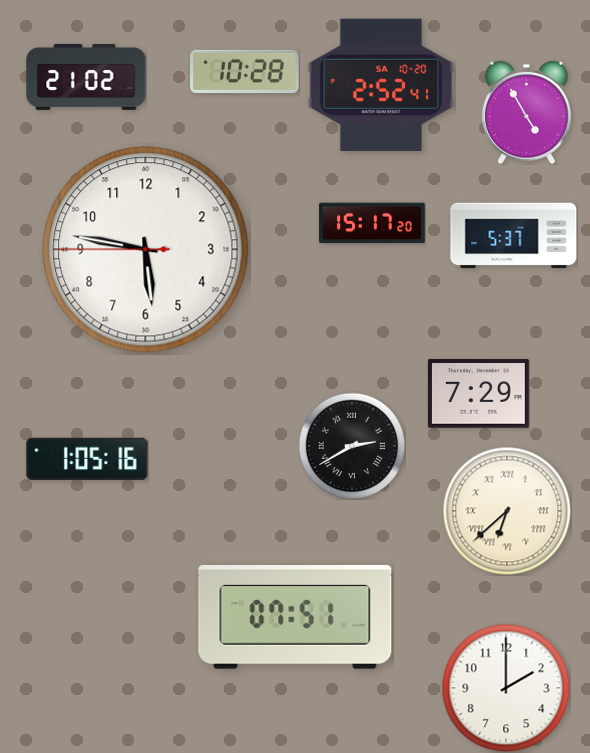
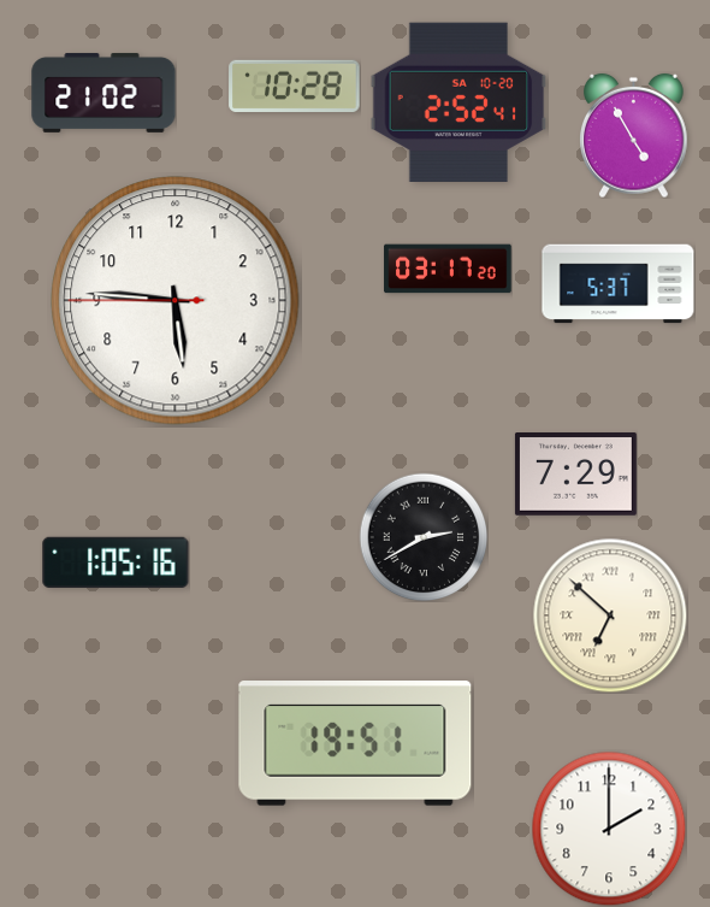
clock at (372, 223): 15:17 -> 03:17
clock at (146, 250): 5:46 -> 5:45
clock at (87, 458) position: (87, 458) -> (116, 561)
clock at (507, 511): 6:38 -> 6:52
clock at (295, 618): 07:51 -> 19:51
